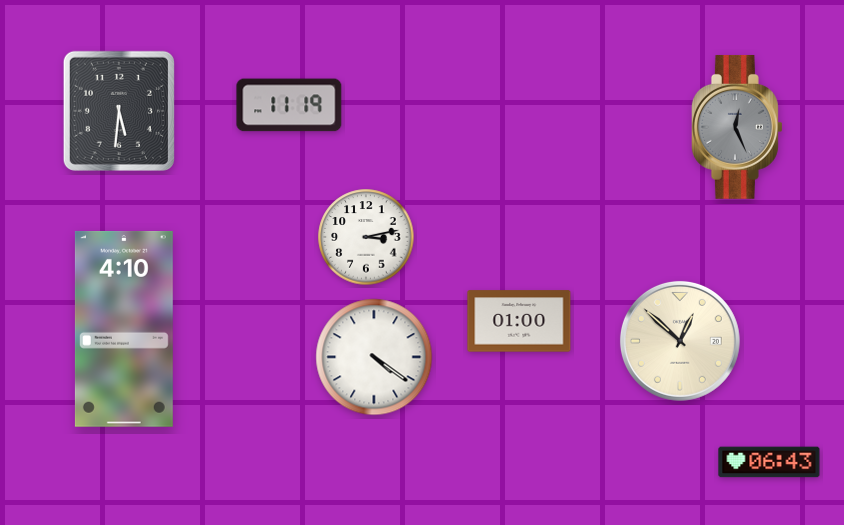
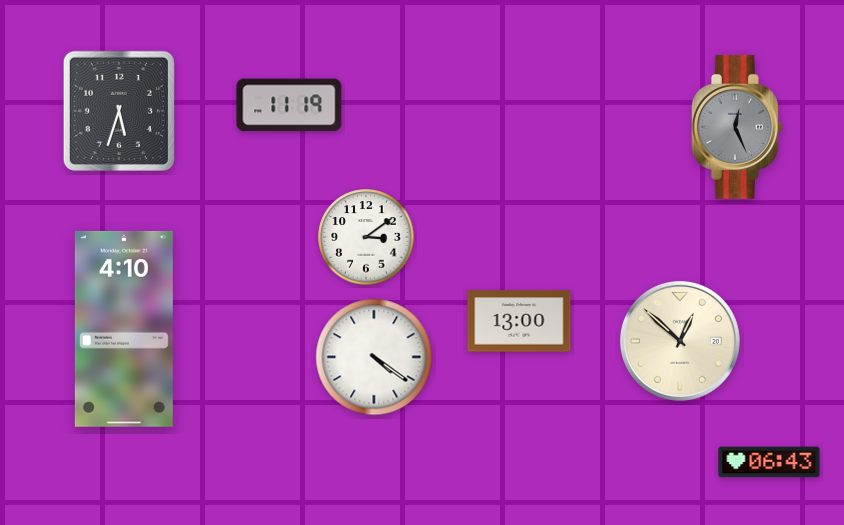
clock at (119, 111): 5:31 -> 5:33
clock at (366, 237): 3:13 -> 3:09
clock at (519, 321): 01:00 -> 13:00
